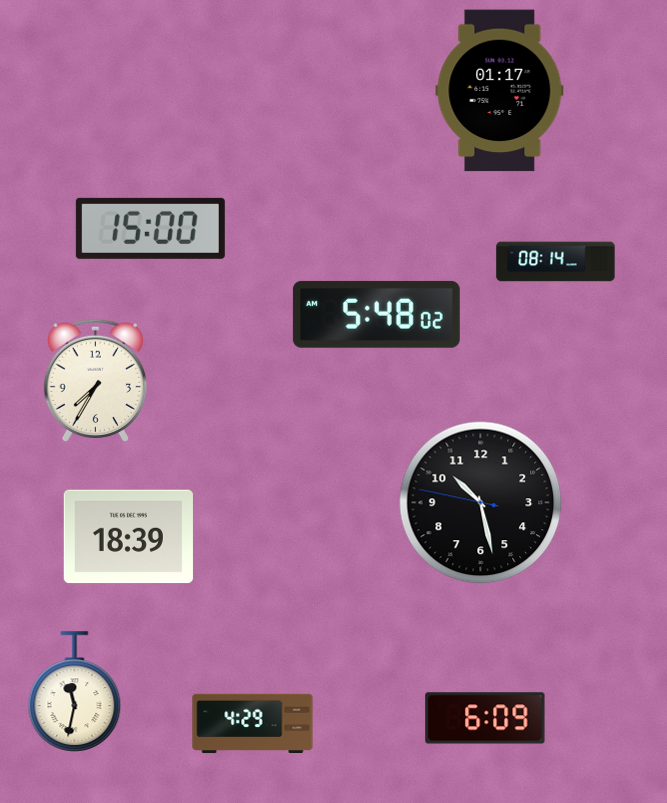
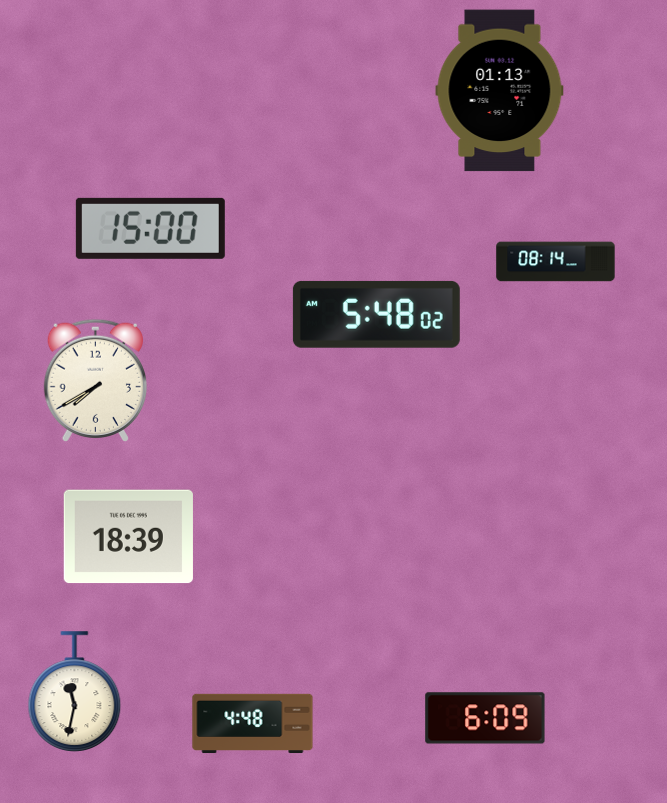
clock at (500, 91): 01:17 -> 01:13
clock at (95, 380): 7:35 -> 7:40
clock at (481, 503): 10:27 -> none
clock at (253, 724): 4:29 -> 4:48
